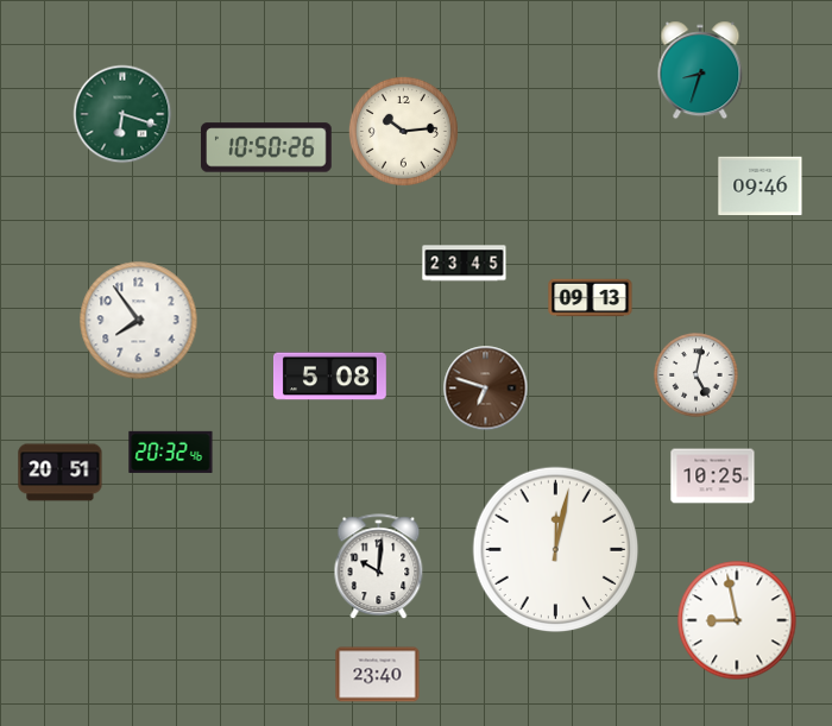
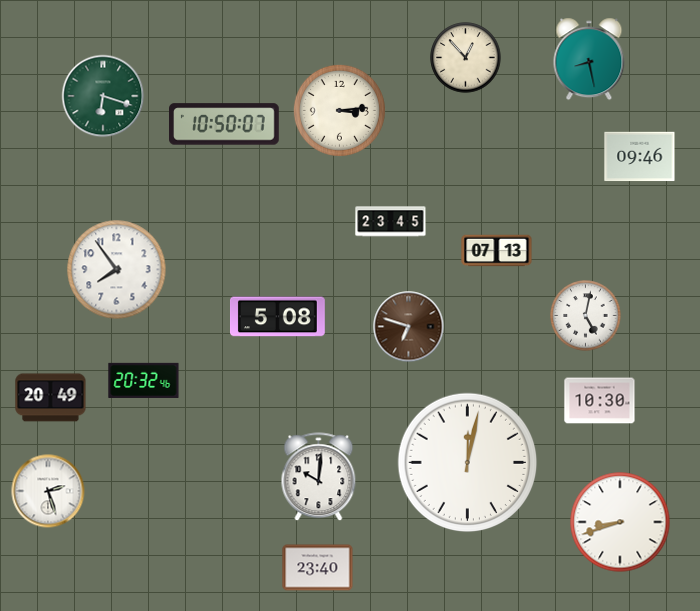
clock at (466, 58): none -> 12:53
clock at (700, 70): 8:33 -> 8:28
clock at (403, 131): 10:14 -> 3:14
clock at (266, 147): 10:50:26 -> 10:50:07
clock at (591, 298): 09:13 -> 07:13
clock at (61, 473): 20:51 -> 20:49
clock at (713, 476): 10:25 -> 10:30
clock at (48, 491): none -> 2:27
clock at (737, 620): 8:58 -> 8:42
